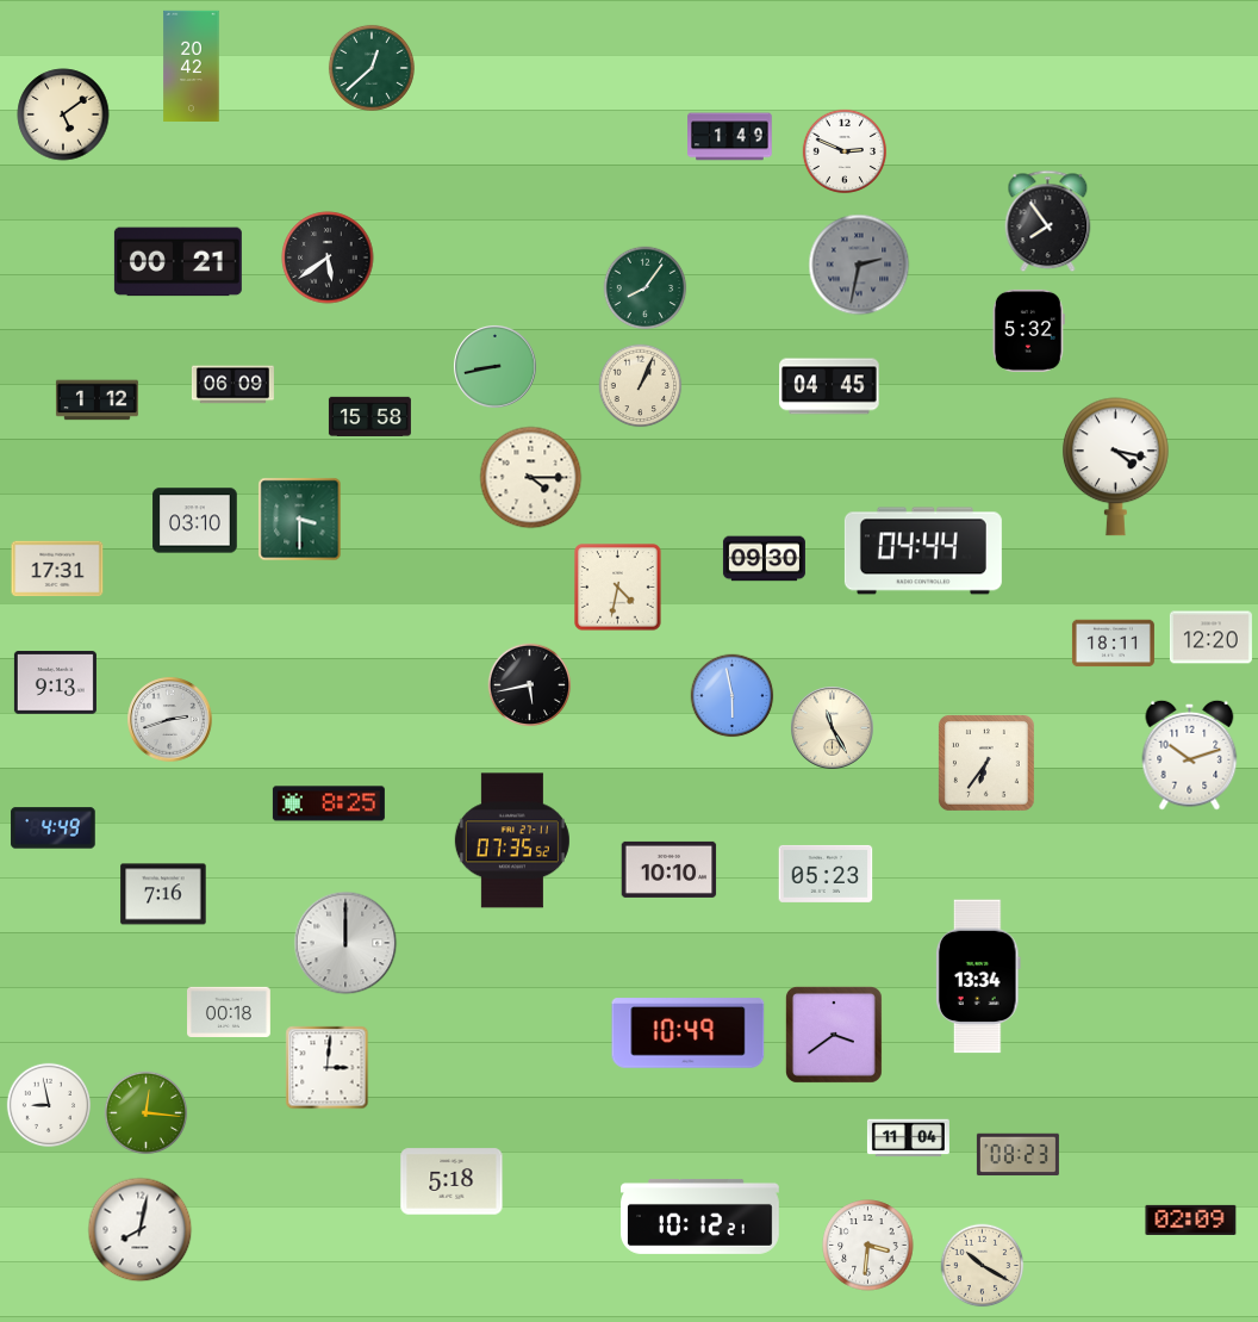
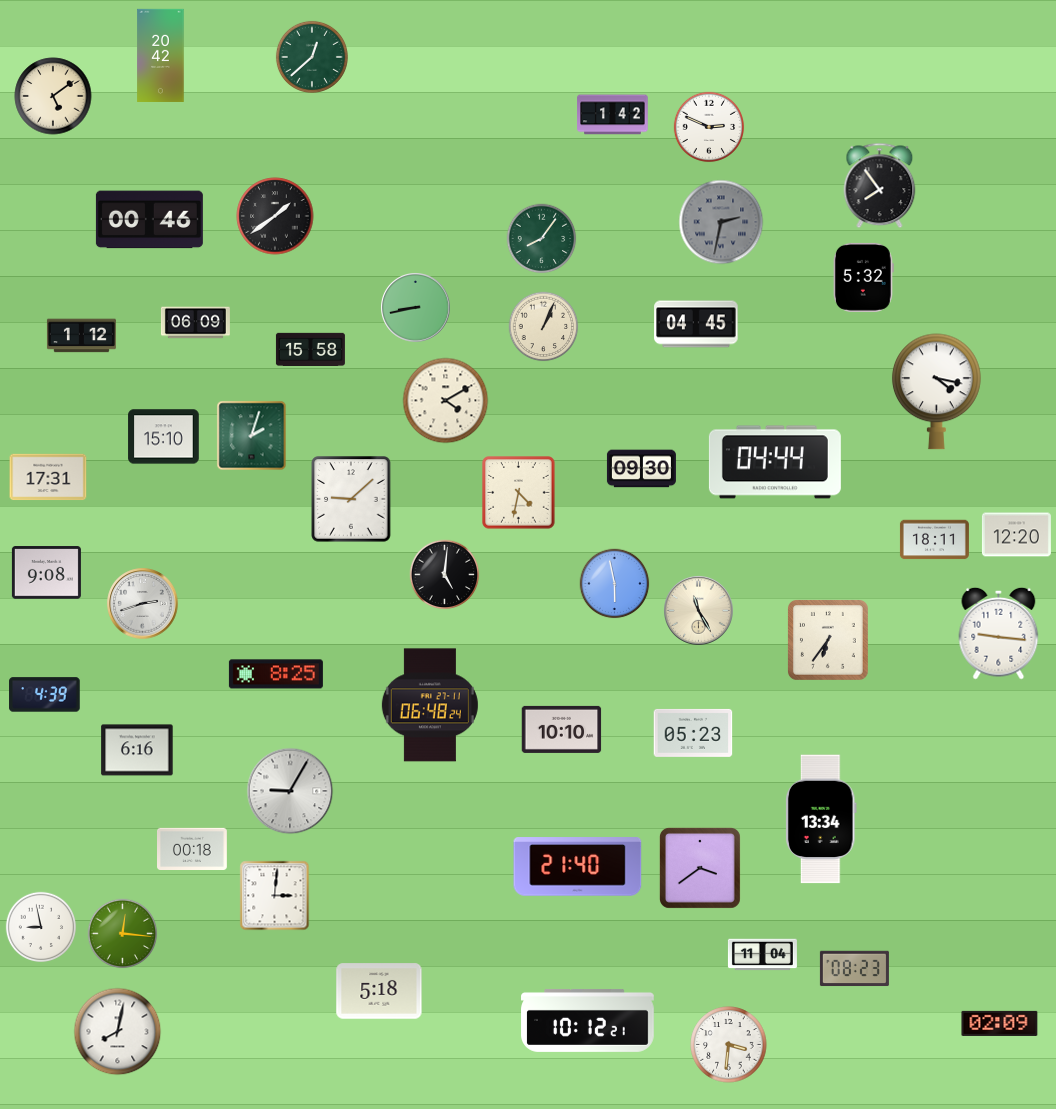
clock at (730, 137): 1:49 -> 1:42
clock at (328, 257): 5:39 -> 1:39
clock at (178, 262): 00:21 -> 00:46
clock at (646, 288) position: (646, 288) -> (542, 239)
clock at (641, 386) position: (641, 386) -> (544, 327)
clock at (531, 478): 4:15 -> 4:10
clock at (300, 520): 3:30 -> 2:03
clock at (195, 521): 03:10 -> 15:10
clock at (351, 499): none -> 9:08
clock at (55, 683): 9:13 -> 9:08
clock at (530, 685): 5:43 -> 5:01
clock at (1190, 755): 10:12 -> 9:16
clock at (54, 828): 4:49 -> 4:39
clock at (512, 840): 07:35 -> 06:48
clock at (163, 894): 7:16 -> 6:16
clock at (345, 943): 12:00 -> 9:05
clock at (689, 1034): 10:49 -> 21:40
clock at (983, 1266): 10:20 -> none
